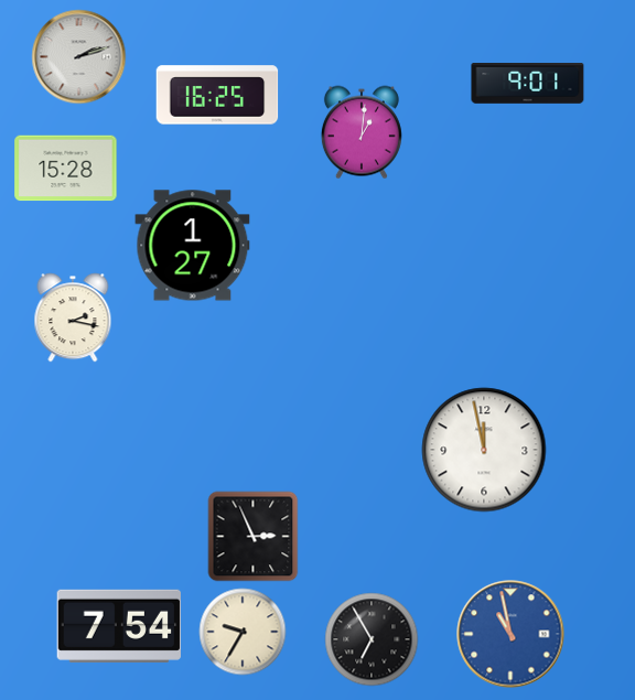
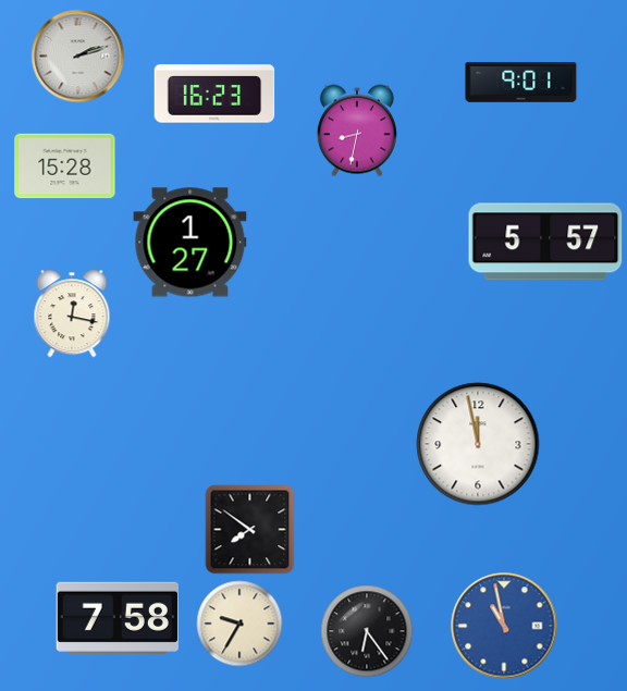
clock at (217, 95): 16:25 -> 16:23
clock at (362, 132): 1:01 -> 8:32
clock at (545, 242): none -> 5:57
clock at (73, 317): 2:17 -> 12:17
clock at (254, 537): 2:56 -> 7:51
clock at (119, 626): 7:54 -> 7:58
clock at (372, 639): 6:55 -> 6:24
